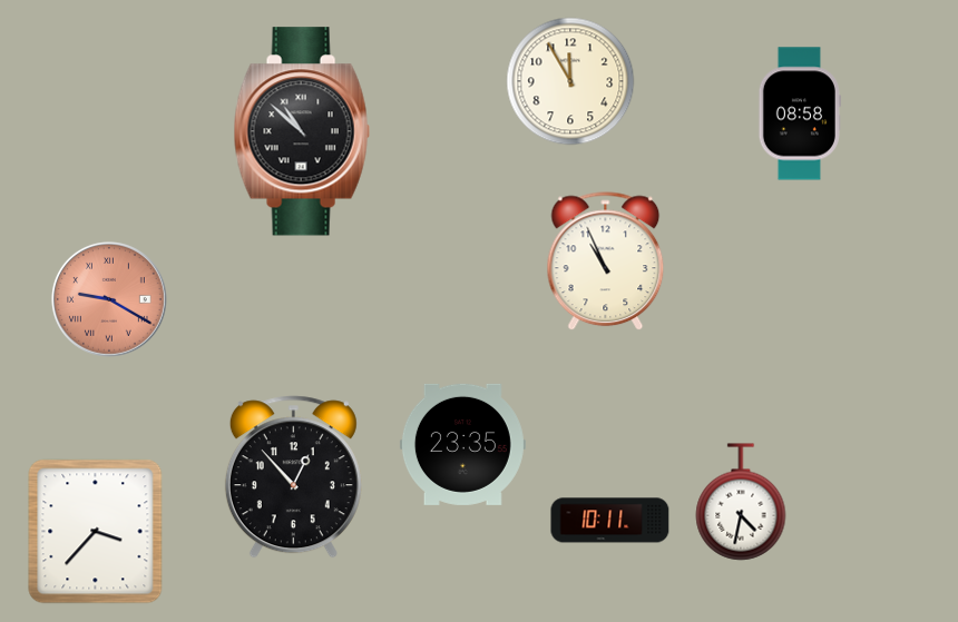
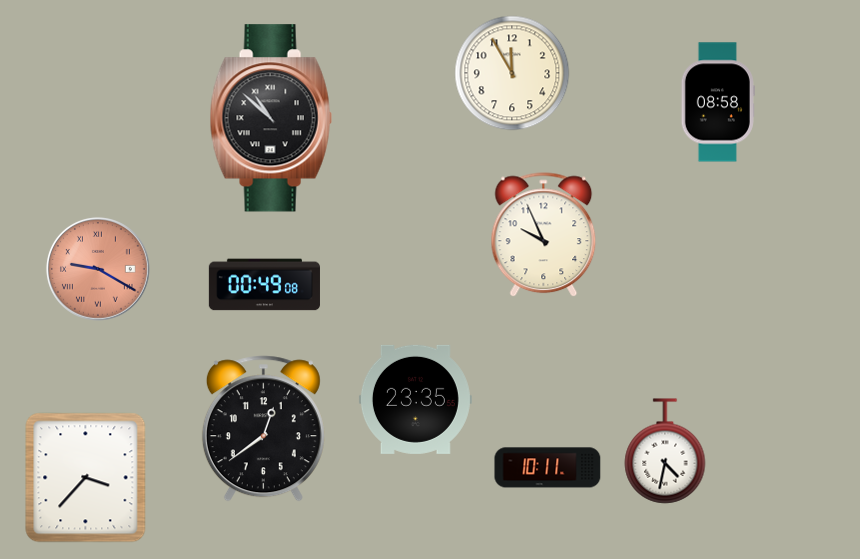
clock at (606, 261): 10:56 -> 9:56
clock at (264, 285): none -> 00:49
clock at (293, 477): 12:53 -> 12:39
